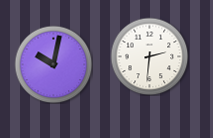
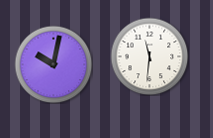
clock at (149, 56): 2:31 -> 11:31
